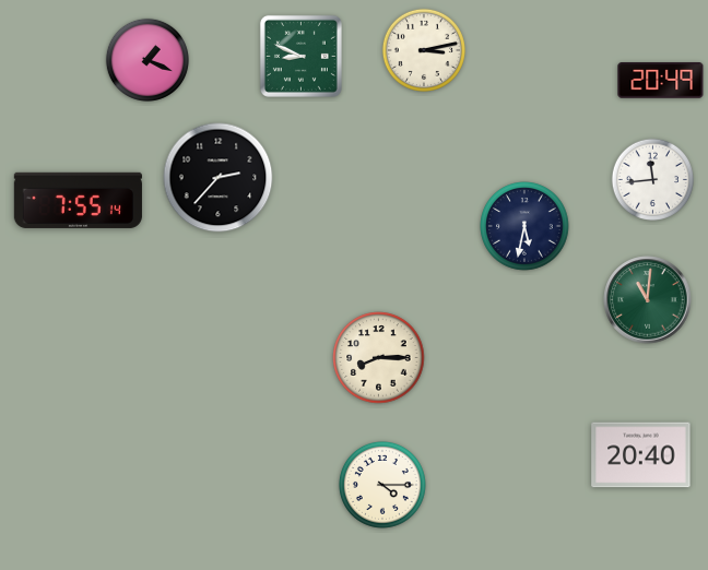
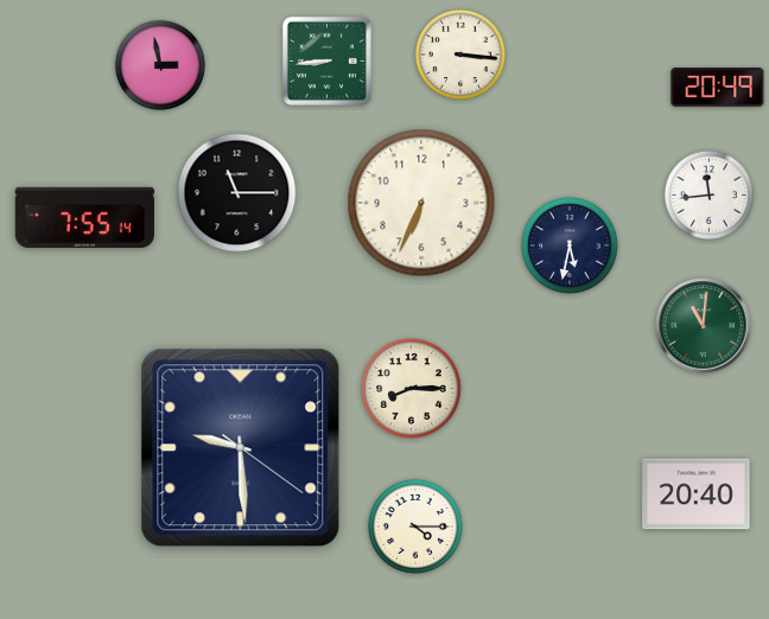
clock at (424, 50): 3:13 -> 3:16
clock at (300, 56): 8:49 -> 8:44
clock at (147, 60): 1:19 -> 2:58
clock at (219, 178): 2:37 -> 11:15
clock at (421, 203): none -> 6:34
clock at (241, 448): none -> 9:29
